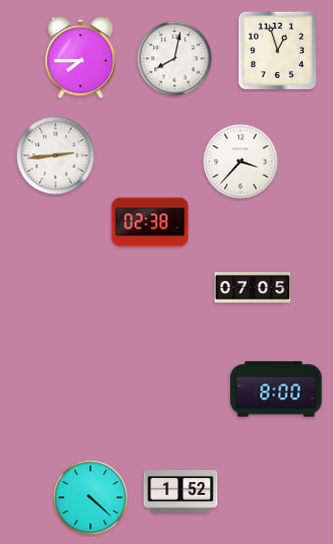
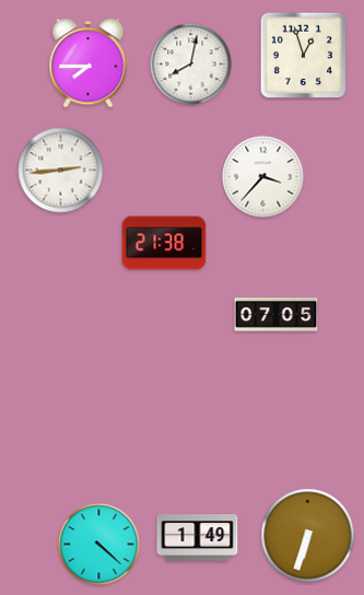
clock at (150, 222): 02:38 -> 21:38
clock at (276, 389): 8:00 -> none
clock at (308, 536): none -> 6:33
clock at (181, 492): 1:52 -> 1:49
